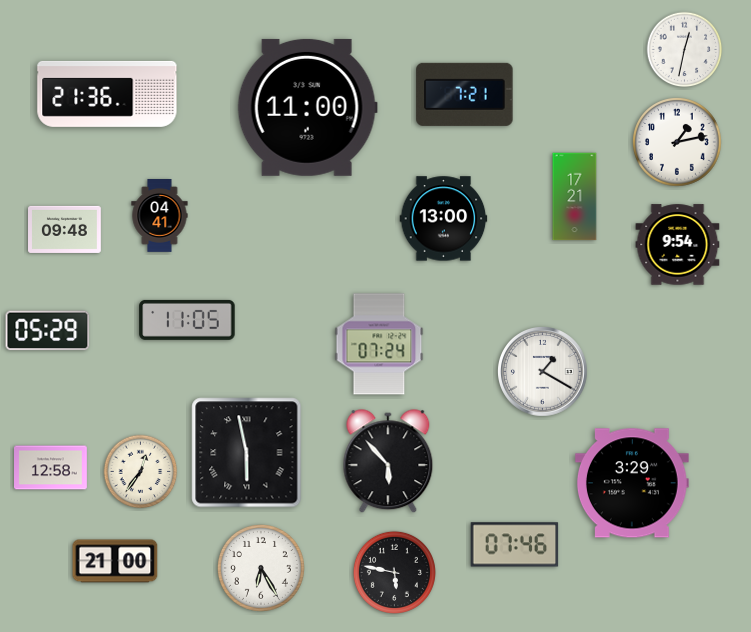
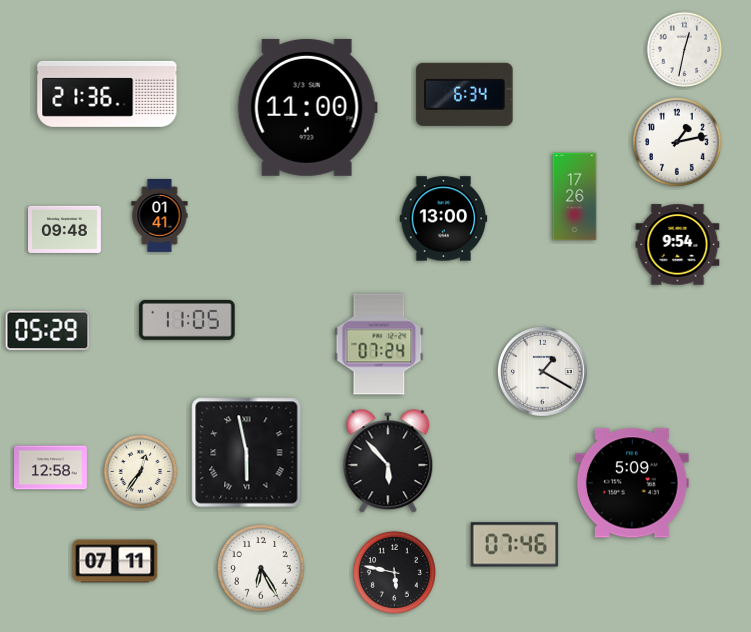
clock at (465, 94): 7:21 -> 6:34
clock at (575, 197): 17:21 -> 17:26
clock at (160, 216): 04:41 -> 01:41
clock at (632, 483): 3:29 -> 5:09
clock at (115, 561): 21:00 -> 07:11
